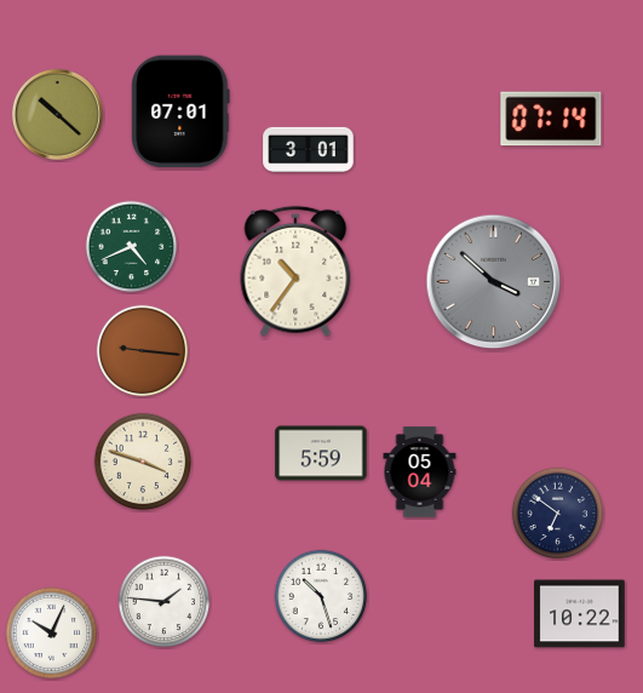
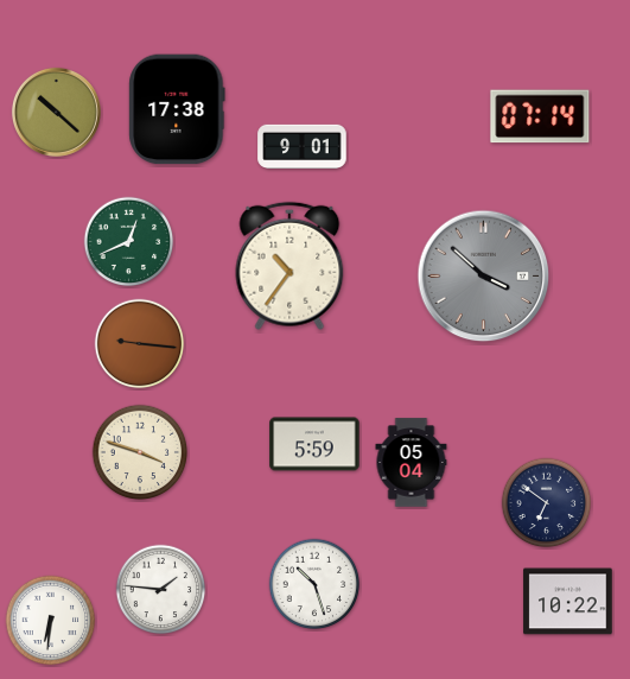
clock at (180, 111): 07:01 -> 17:38
clock at (309, 149): 3:01 -> 9:01
clock at (132, 247): 4:41 -> 12:41
clock at (52, 634): 10:04 -> 6:31
